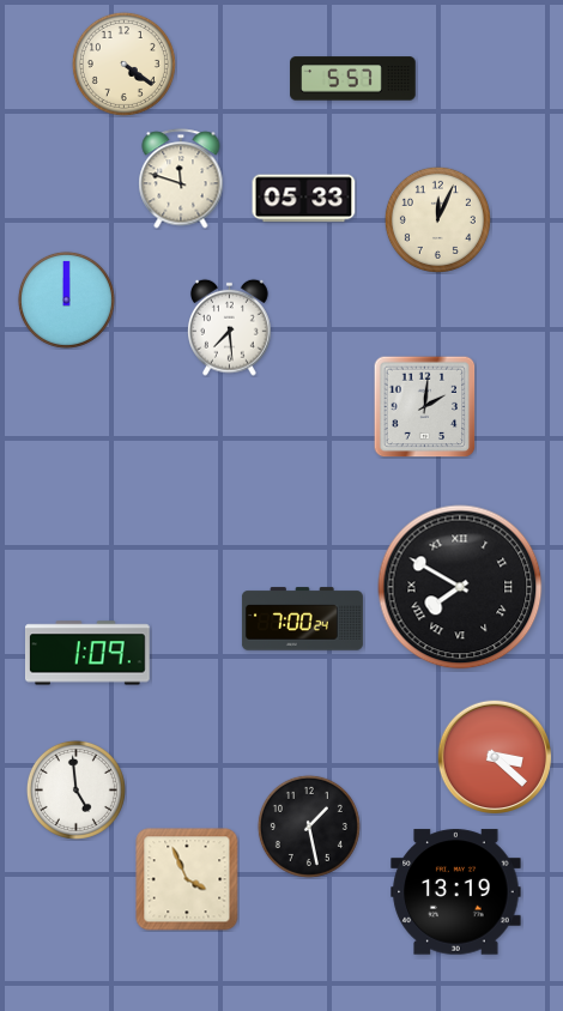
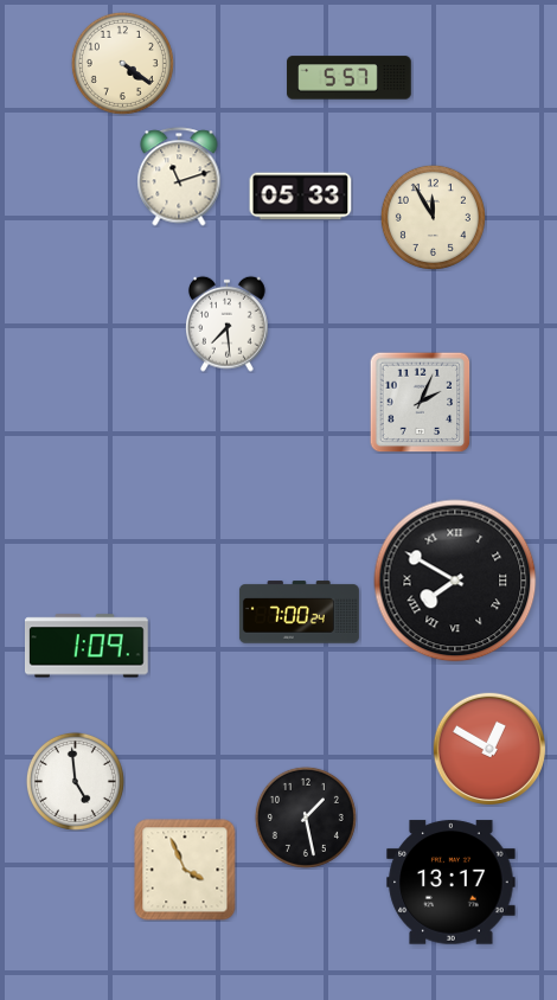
clock at (181, 178): 11:48 -> 11:12
clock at (437, 219): 12:04 -> 11:55
clock at (66, 299): 12:00 -> none
clock at (424, 406): 2:01 -> 2:04
clock at (495, 757): 3:22 -> 12:50
clock at (456, 892): 13:19 -> 13:17
